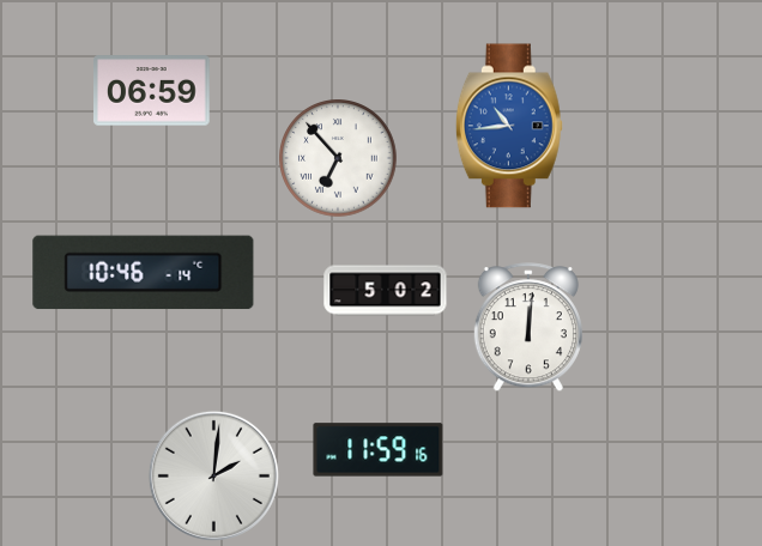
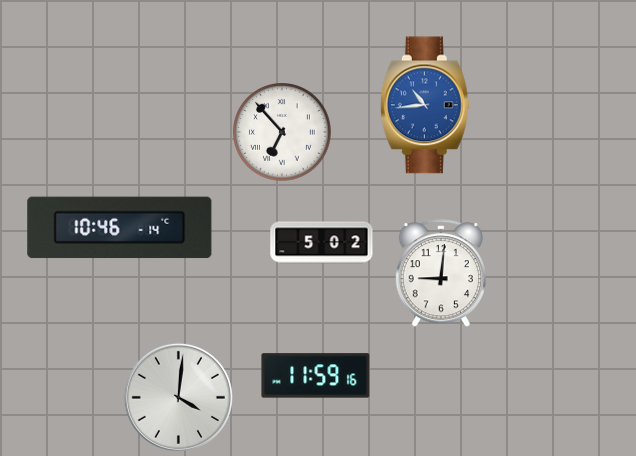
clock at (152, 91): 06:59 -> none
clock at (528, 328): 12:01 -> 9:01
clock at (213, 475): 2:01 -> 4:01
